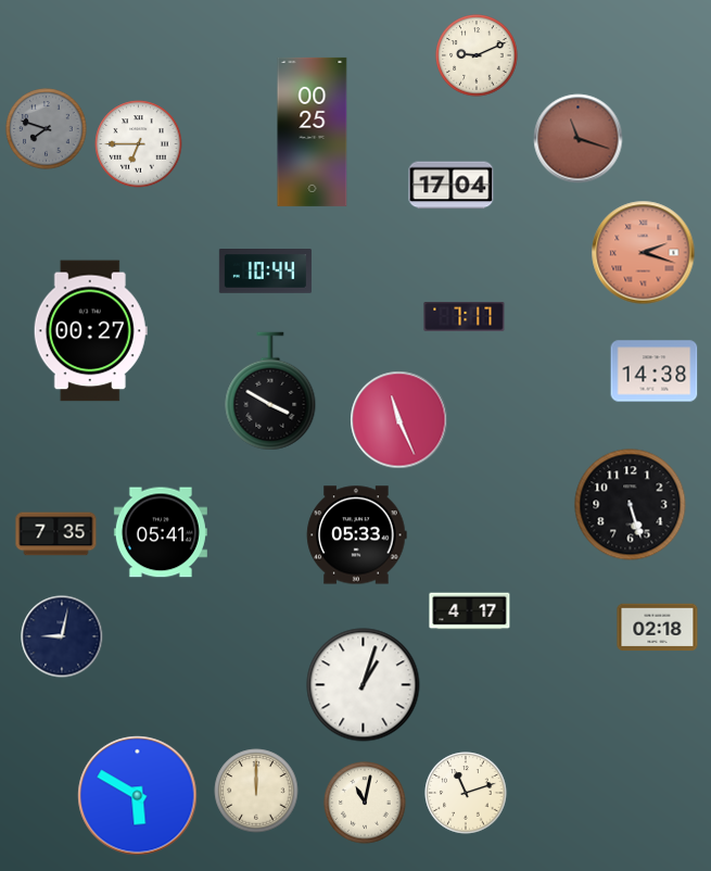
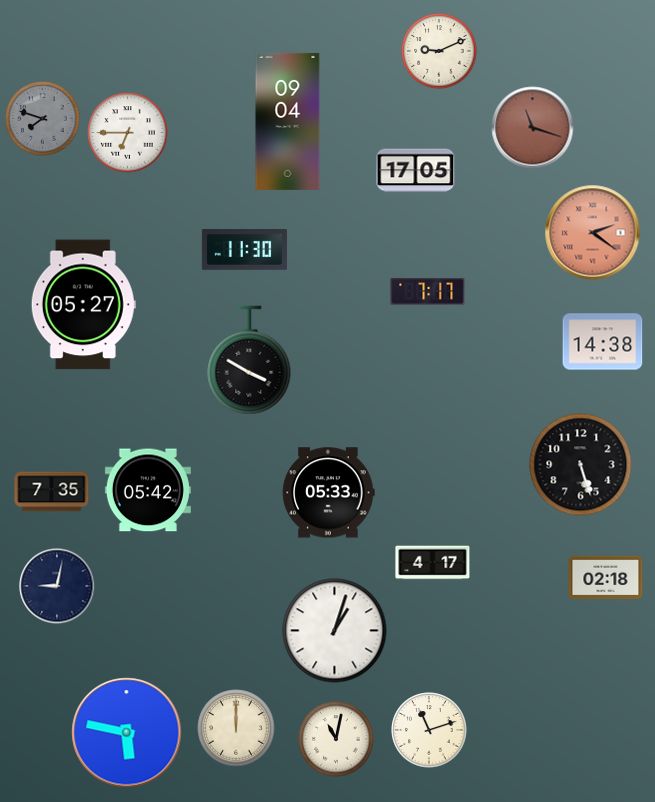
clock at (313, 131): 00:25 -> 09:04
clock at (452, 186): 17:04 -> 17:05
clock at (644, 253): 2:18 -> 2:21
clock at (265, 272): 10:44 -> 11:30
clock at (90, 331): 00:27 -> 05:27
clock at (399, 420): 11:26 -> none
clock at (161, 532): 05:41 -> 05:42
clock at (138, 796): 5:50 -> 5:47
